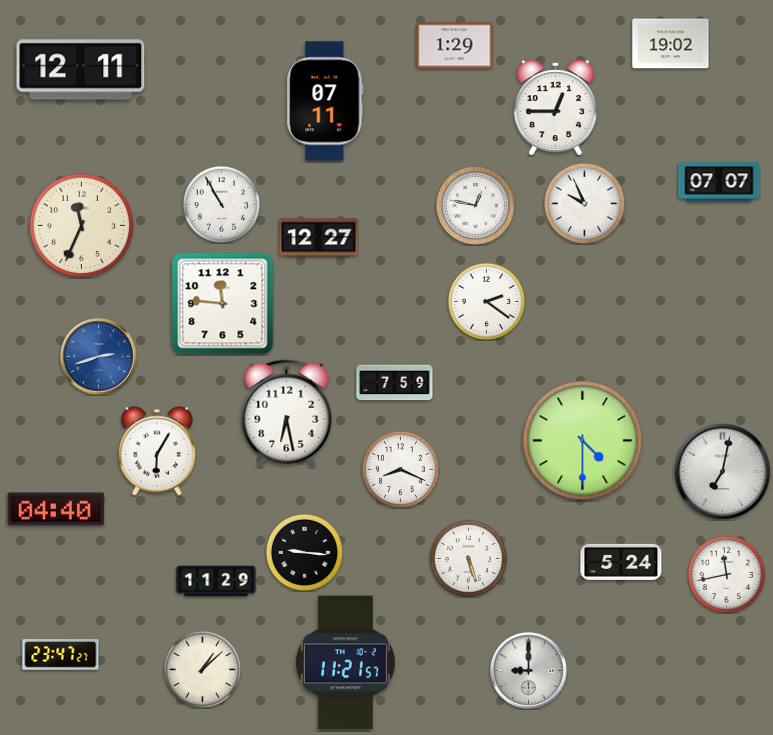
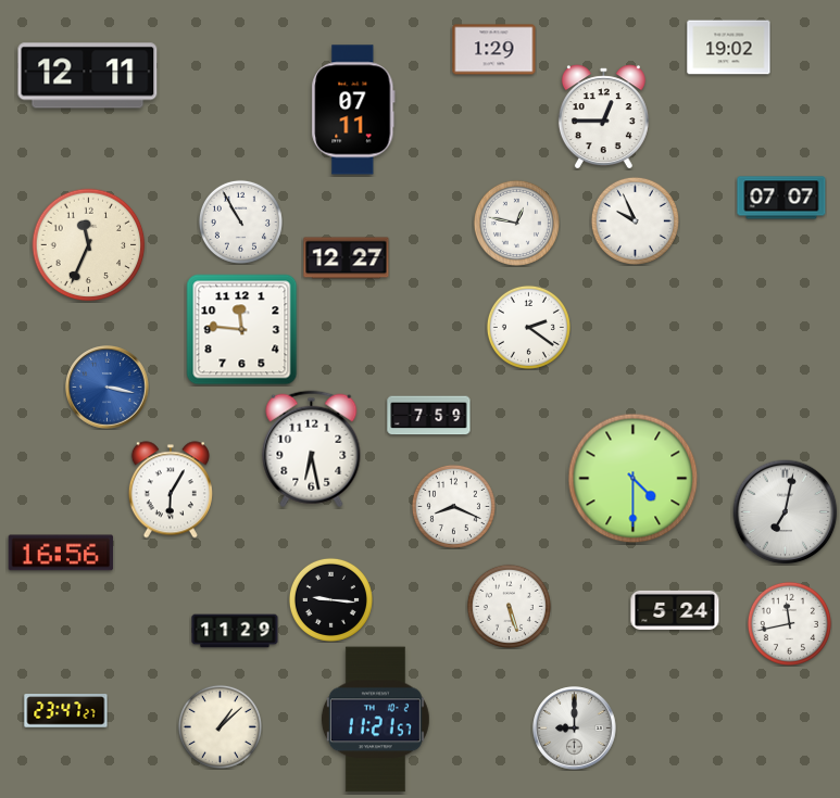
clock at (99, 357): 2:42 -> 3:17
clock at (400, 469) position: (400, 469) -> (453, 506)
clock at (56, 509): 04:40 -> 16:56
